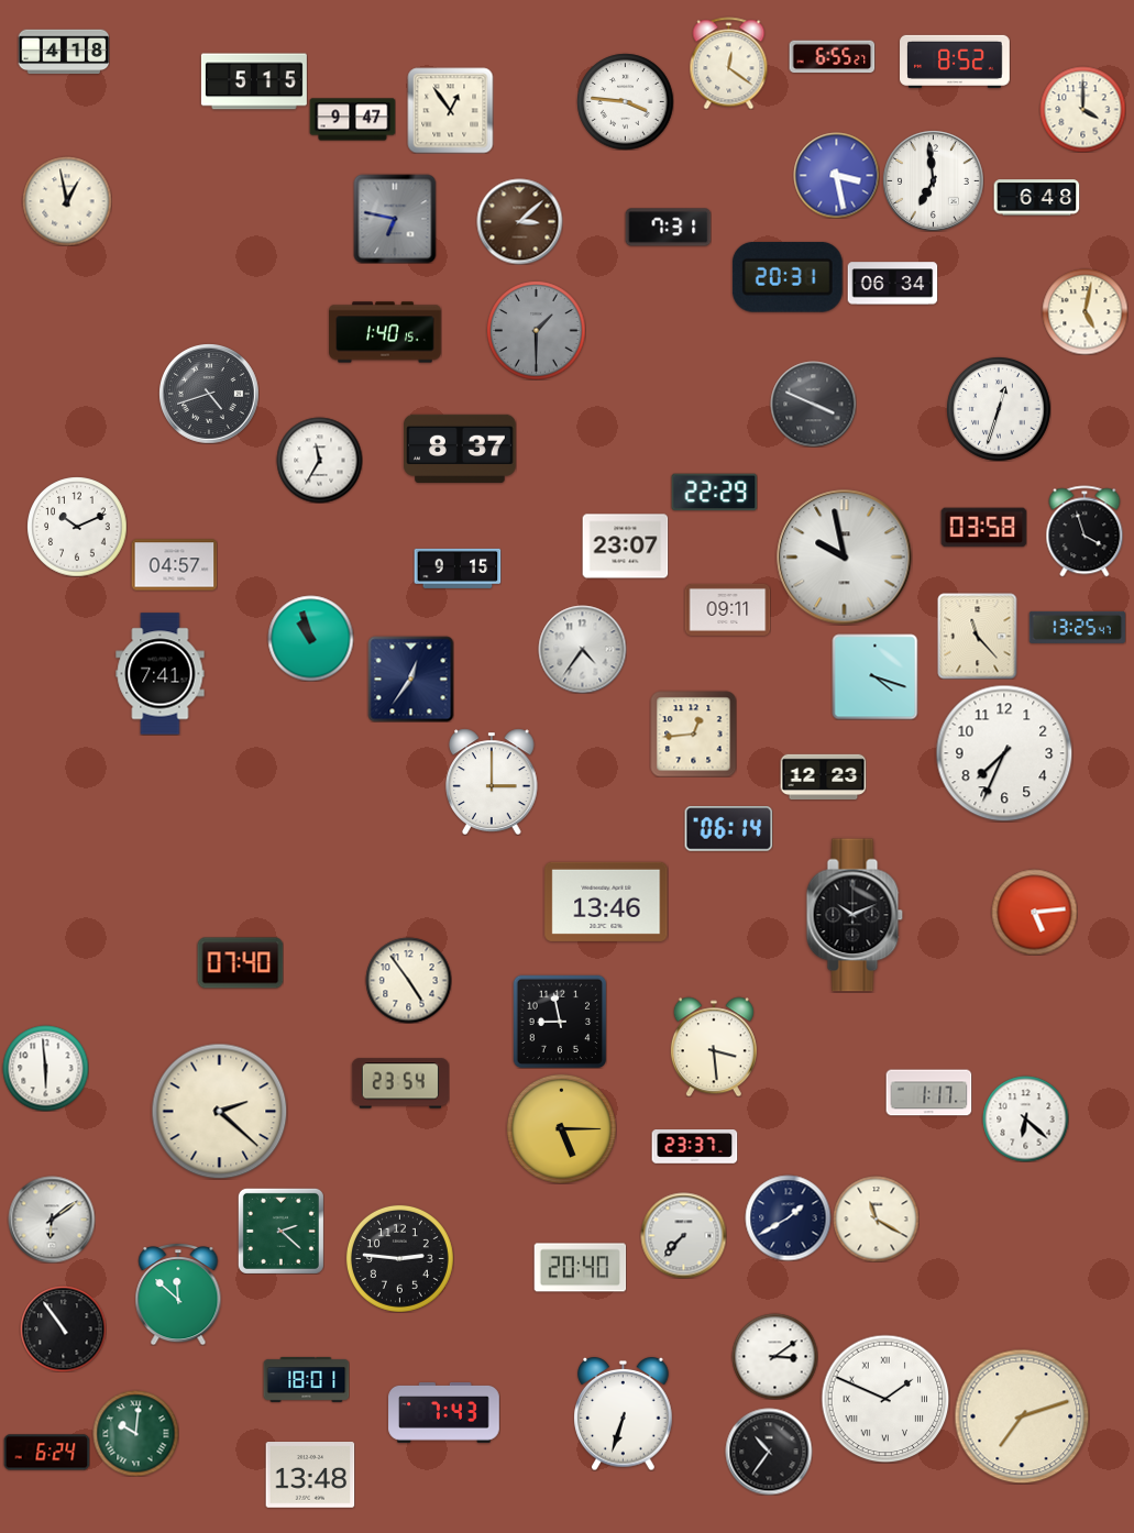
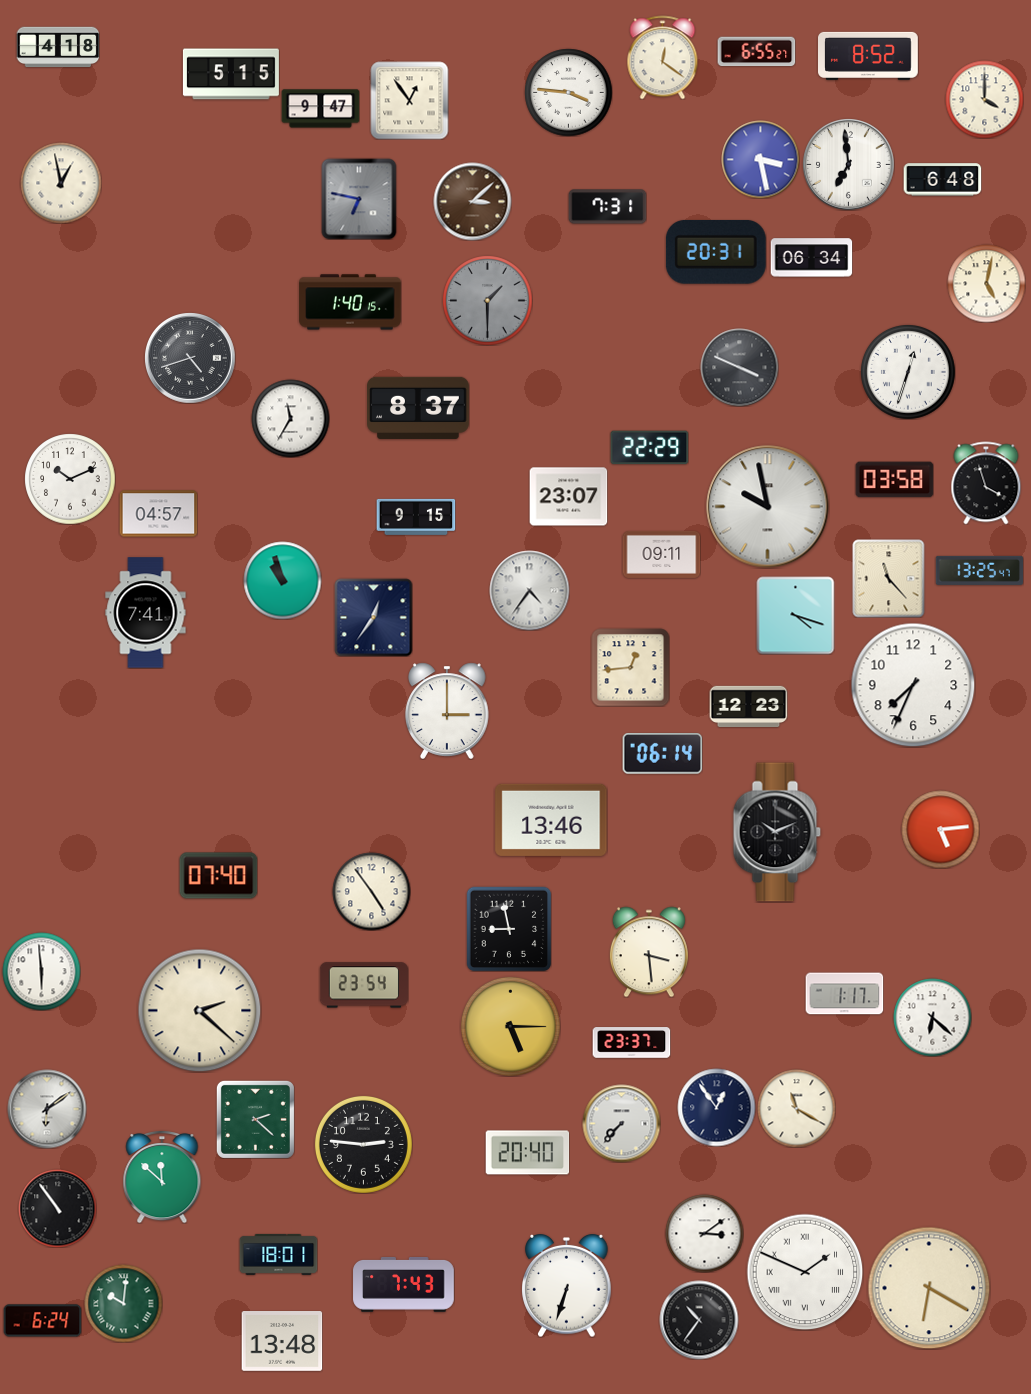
clock at (788, 1217): 1:40 -> 12:54
clock at (1022, 1416): 7:12 -> 6:20
